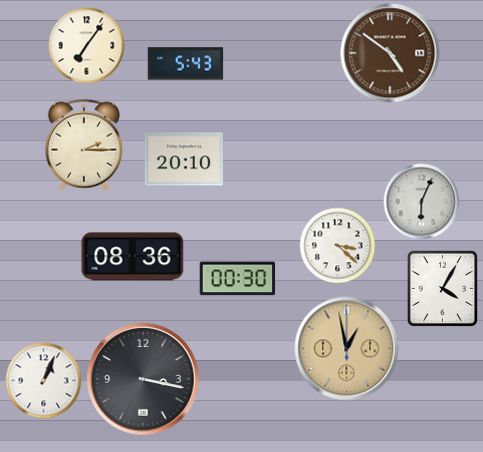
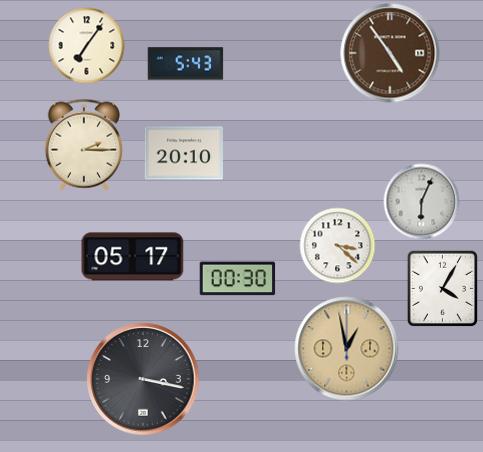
clock at (390, 53): 4:51 -> 4:54
clock at (184, 159) position: (184, 159) -> (184, 153)
clock at (133, 257): 08:36 -> 05:17
clock at (44, 381): 1:04 -> none
